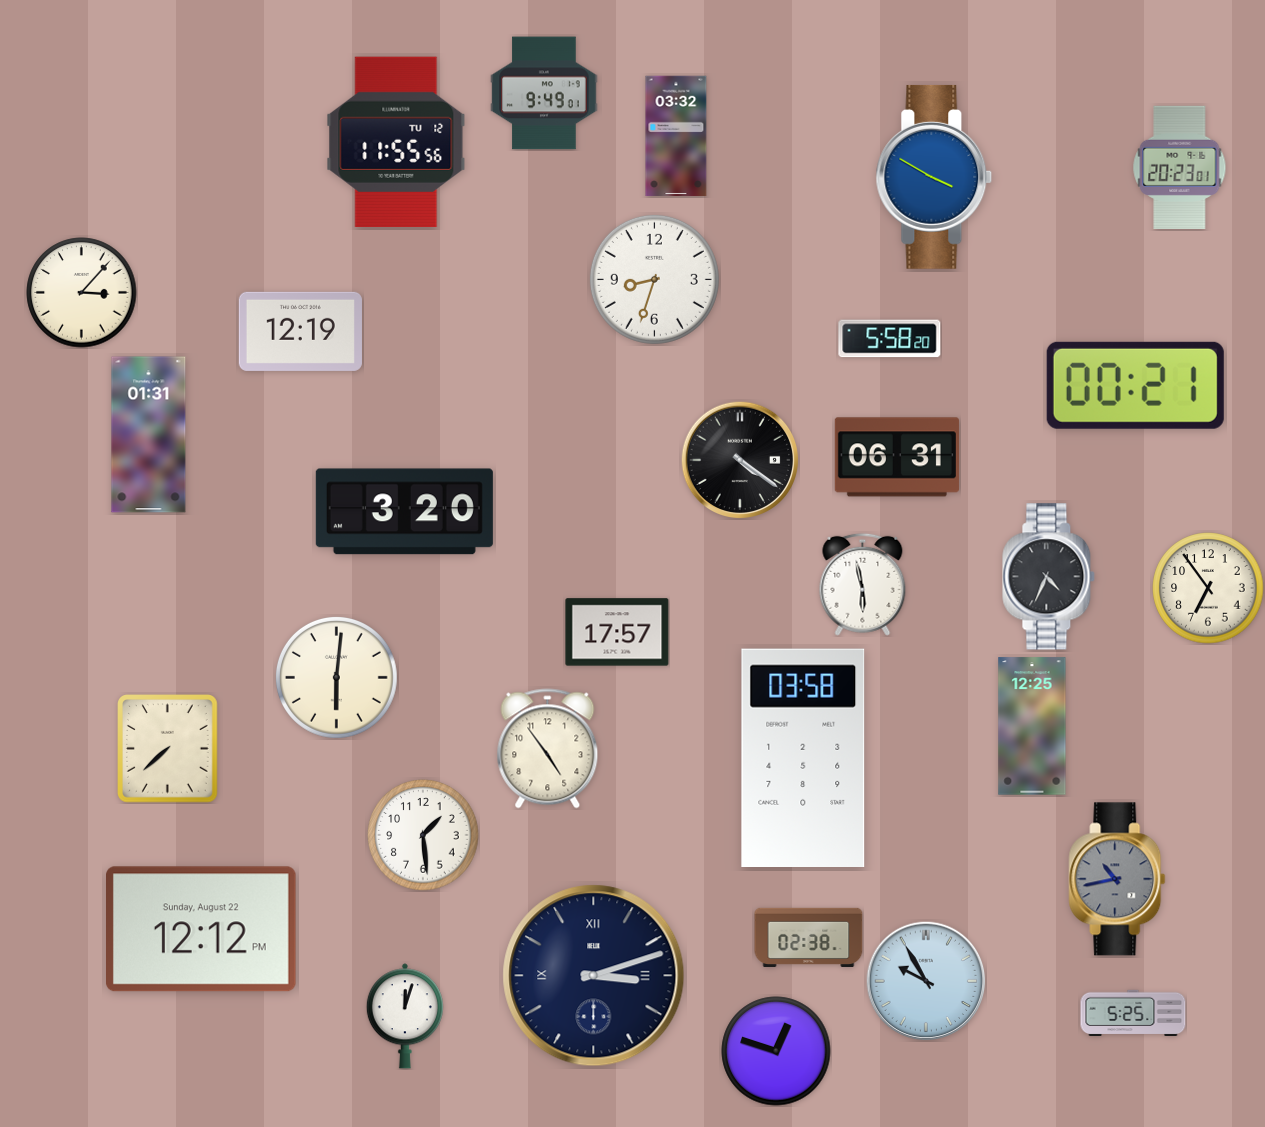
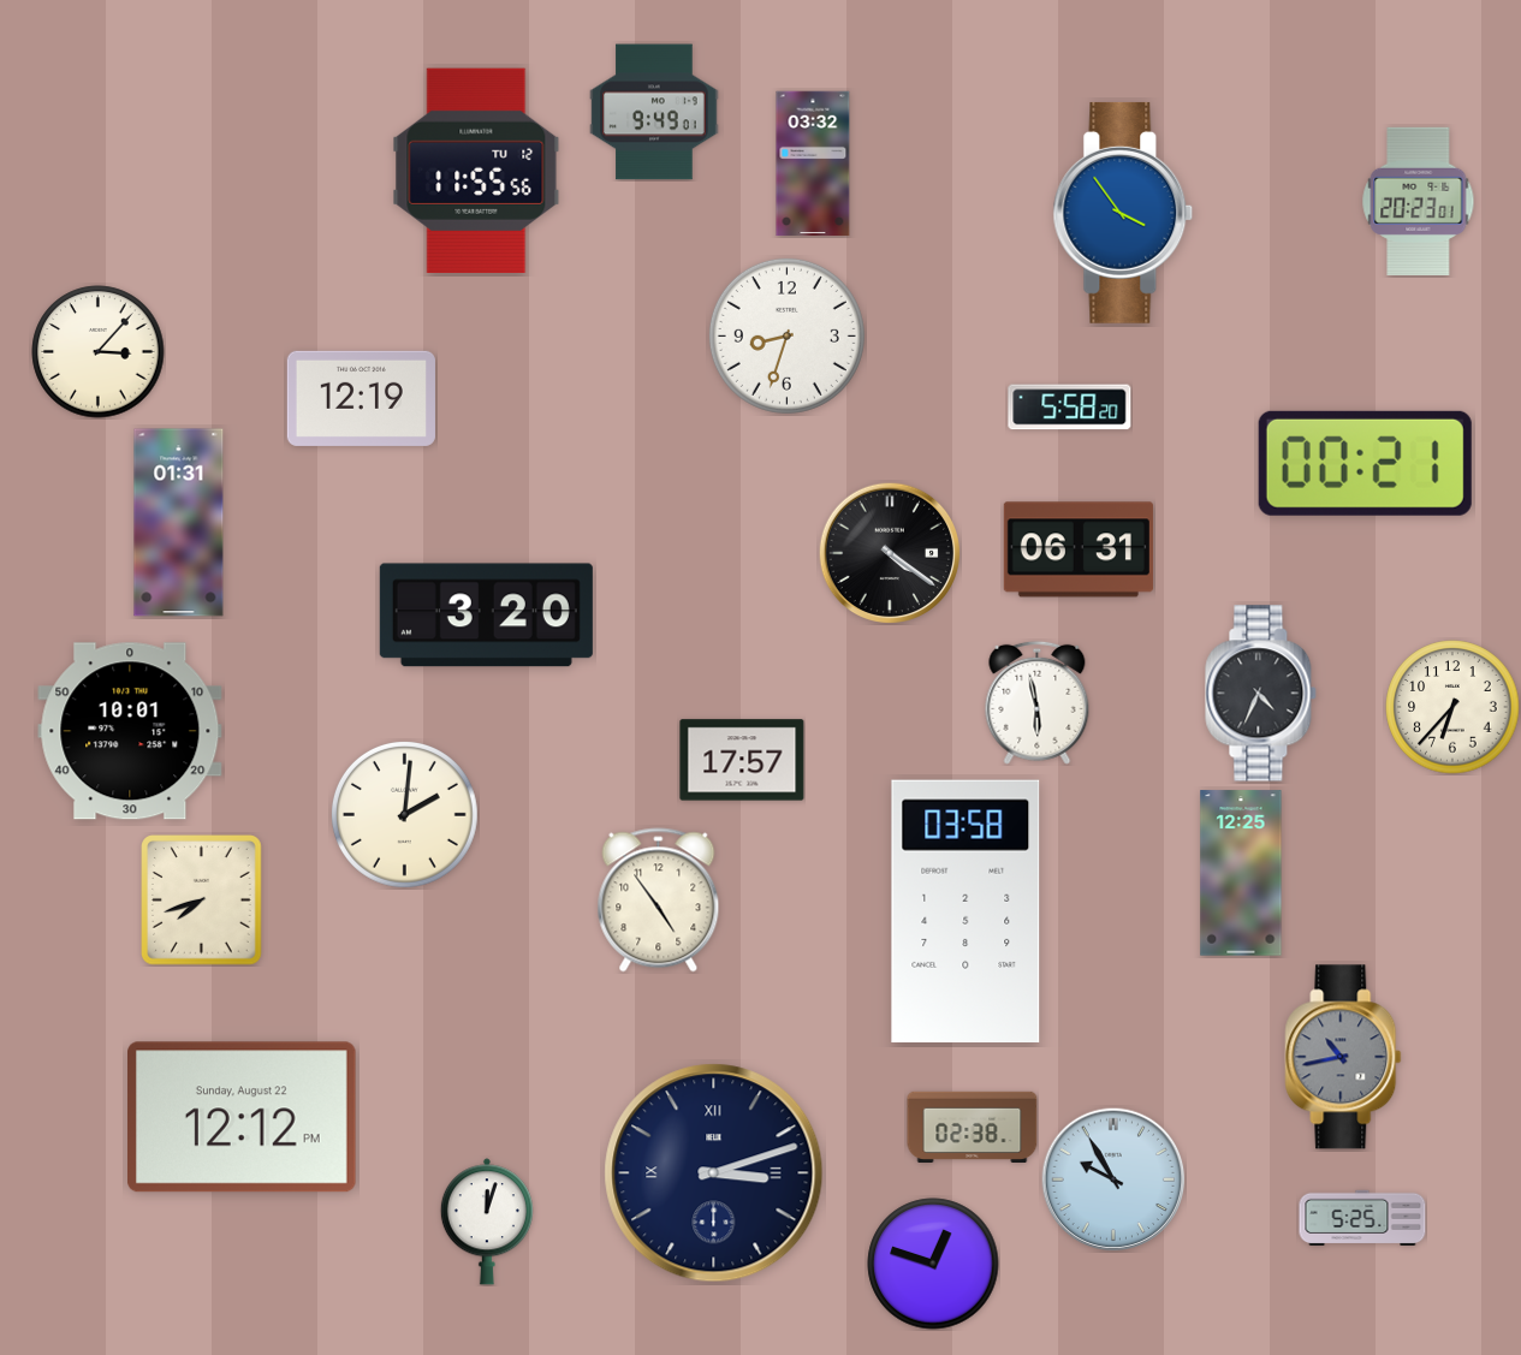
clock at (934, 177): 3:50 -> 3:54
clock at (1208, 588): 6:54 -> 6:37
clock at (130, 731): none -> 10:01
clock at (336, 677): 6:01 -> 2:01
clock at (168, 749): 7:38 -> 7:42
clock at (423, 835): 1:29 -> none
